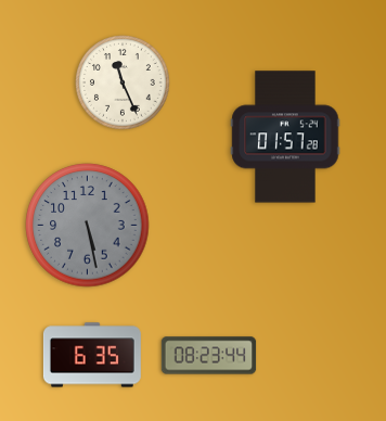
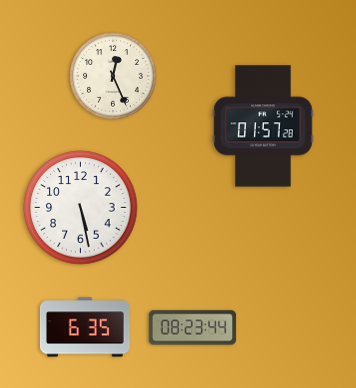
clock at (124, 84): 11:26 -> 12:26
clock at (88, 226) dial: grey -> white
